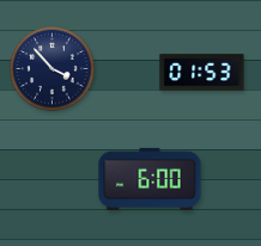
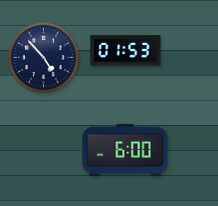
clock at (53, 69): 3:53 -> 4:53
clock at (202, 73) position: (202, 73) -> (126, 51)
